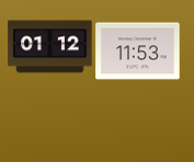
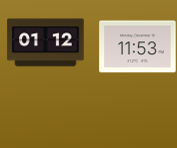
clock at (138, 51) position: (138, 51) -> (138, 47)
